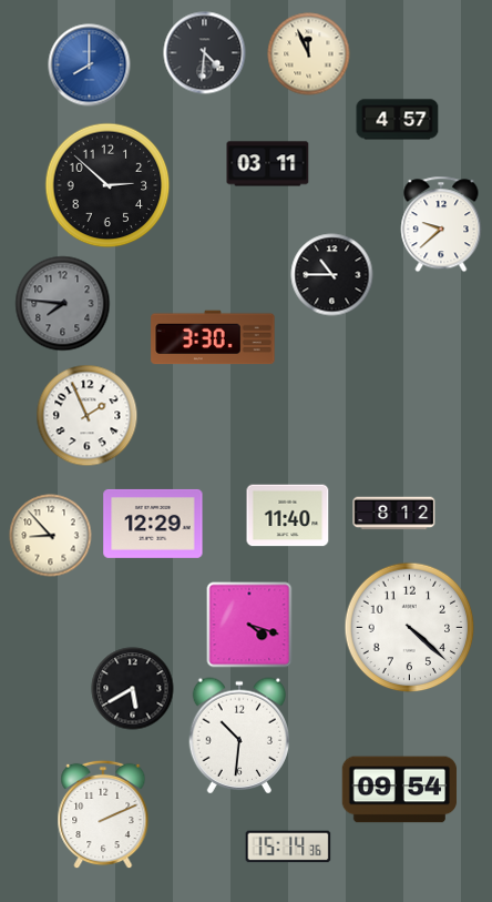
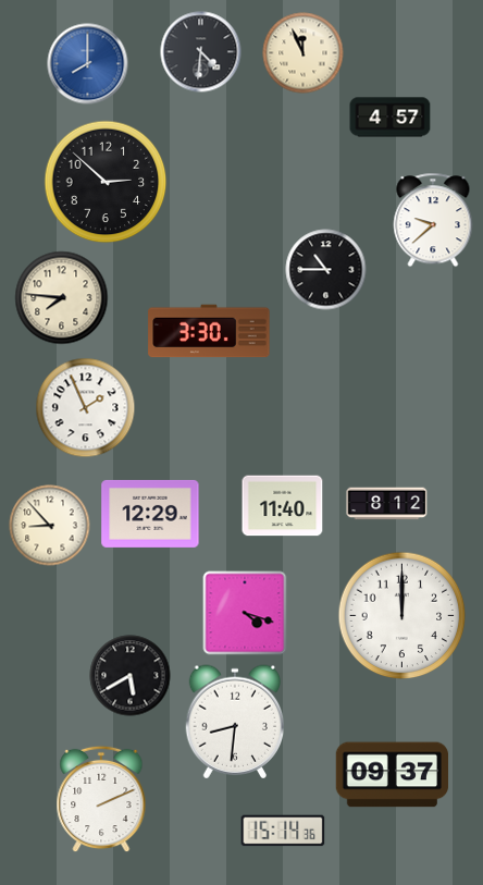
clock at (268, 164): 03:11 -> none
clock at (63, 304) dial: grey -> cream
clock at (410, 628): 4:22 -> 12:00
clock at (238, 736): 10:31 -> 8:31
clock at (400, 790): 09:54 -> 09:37
